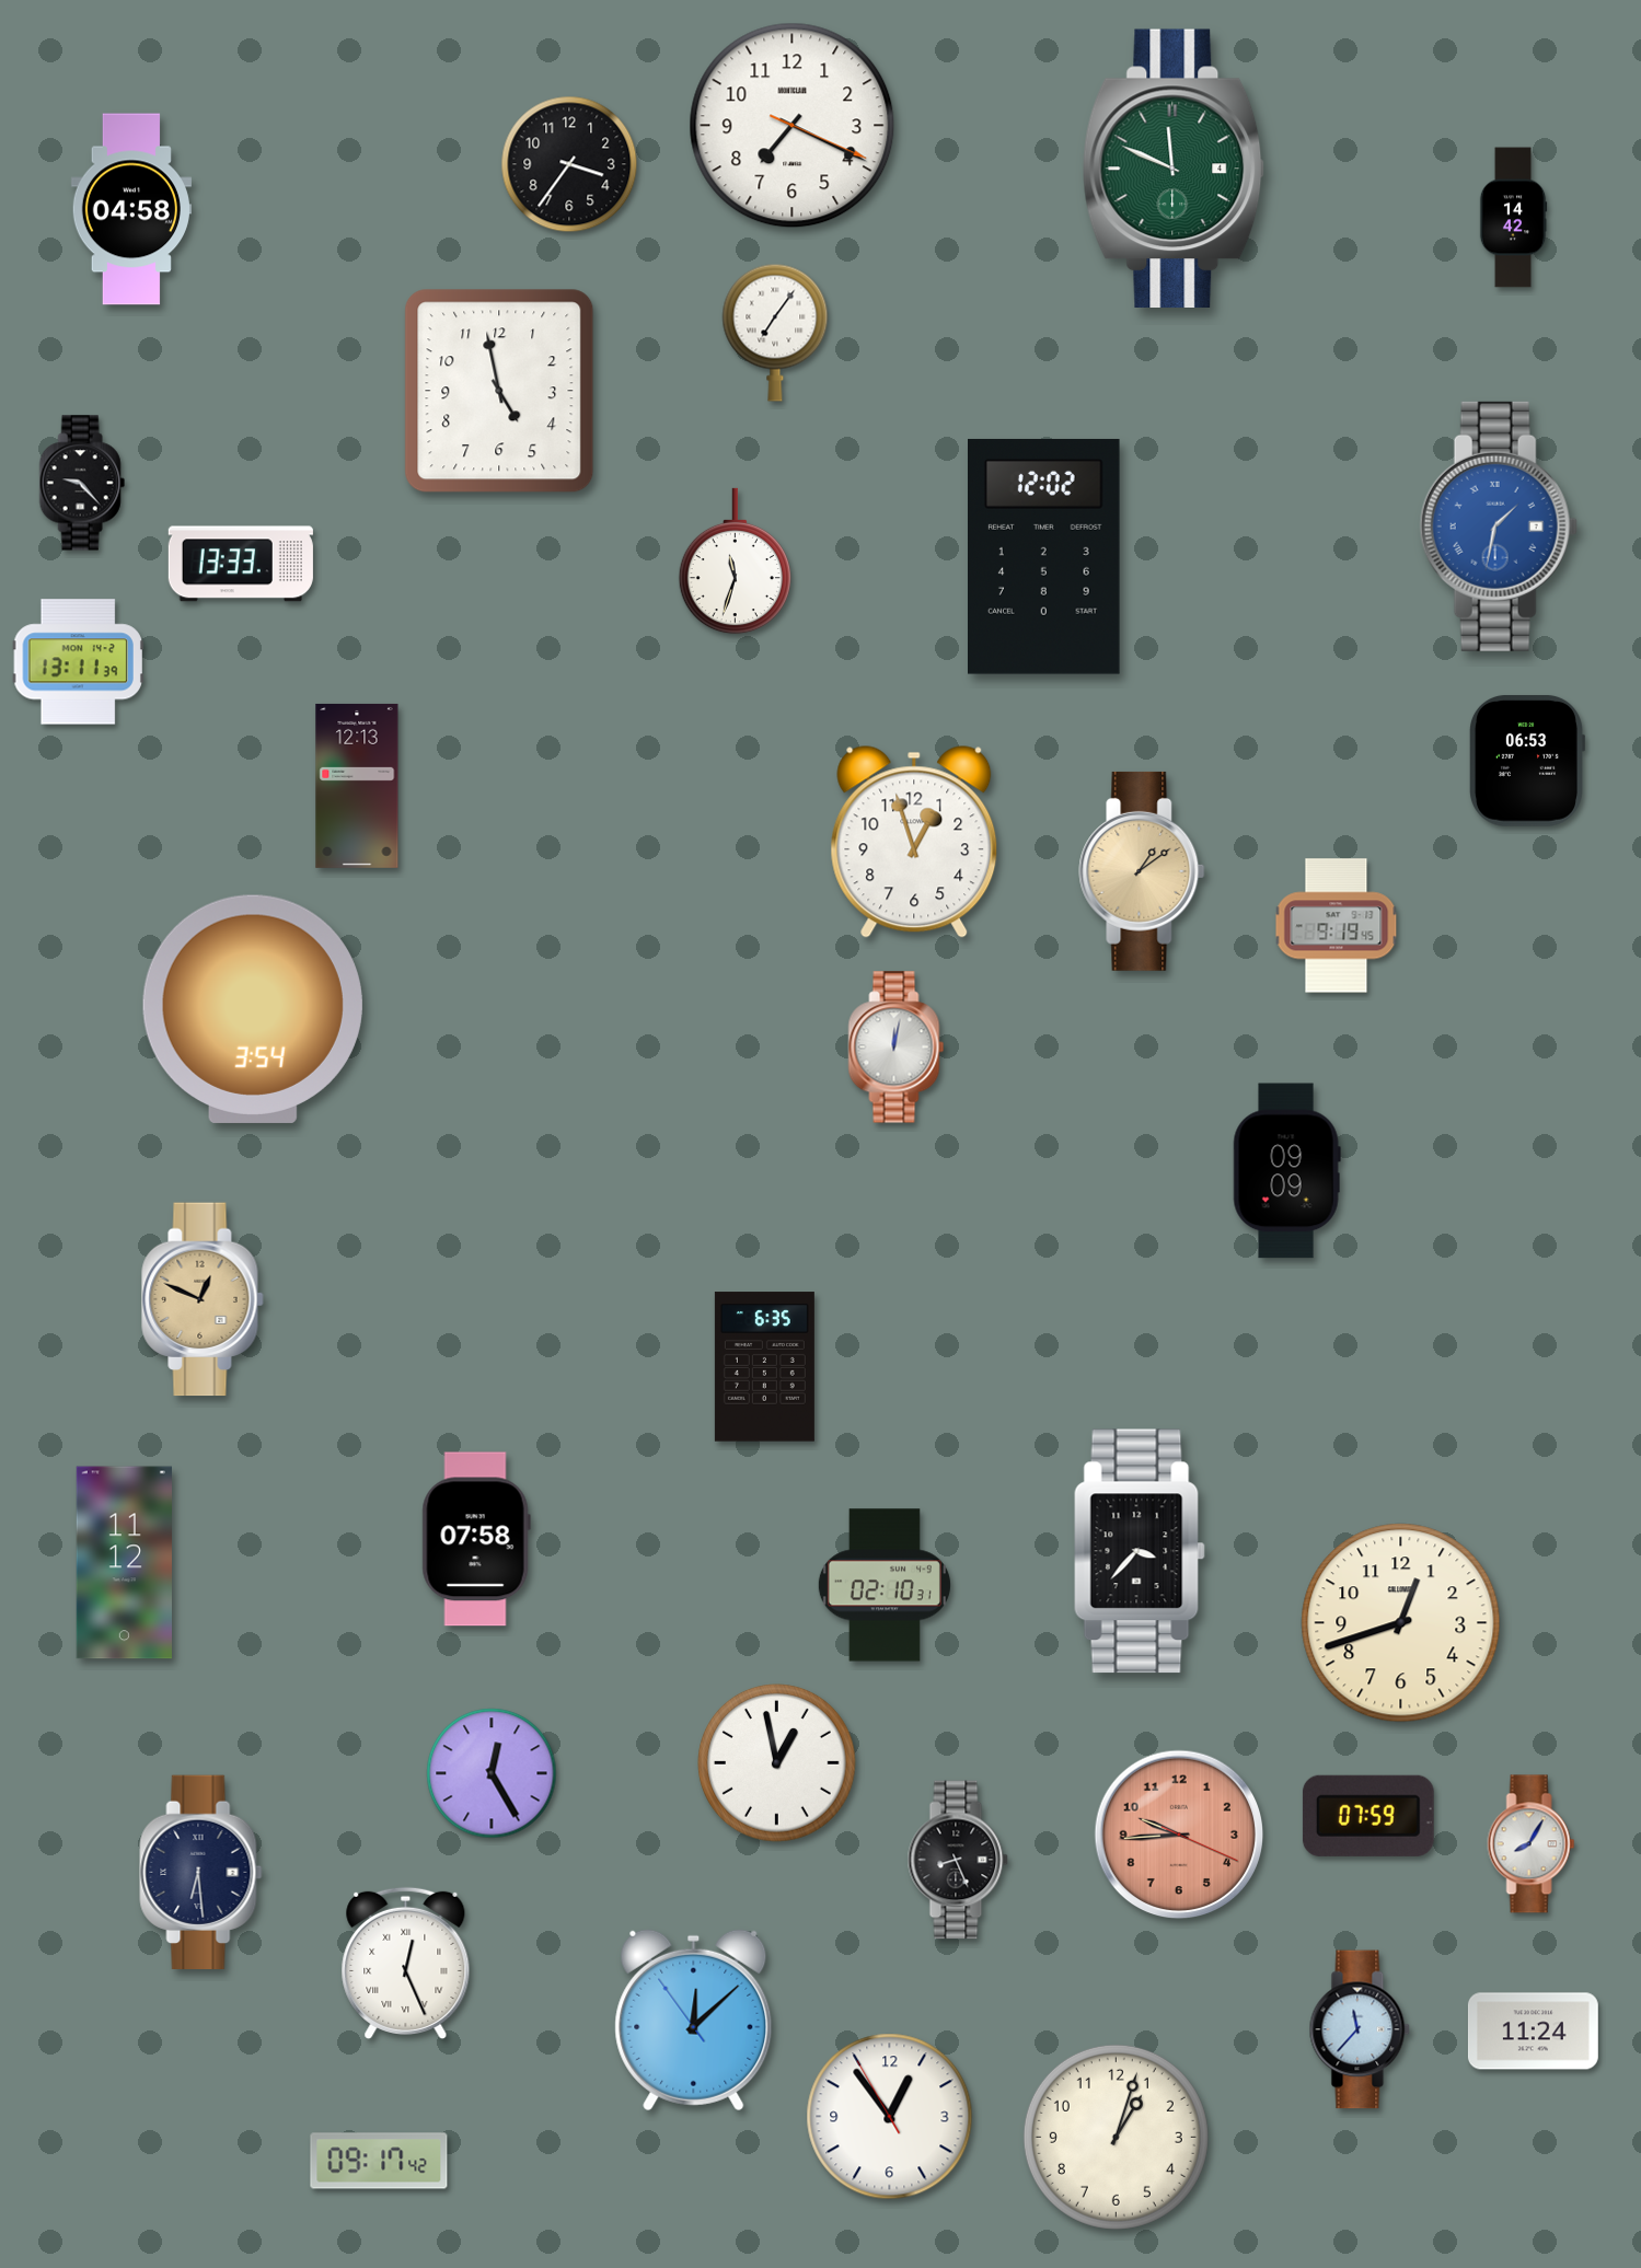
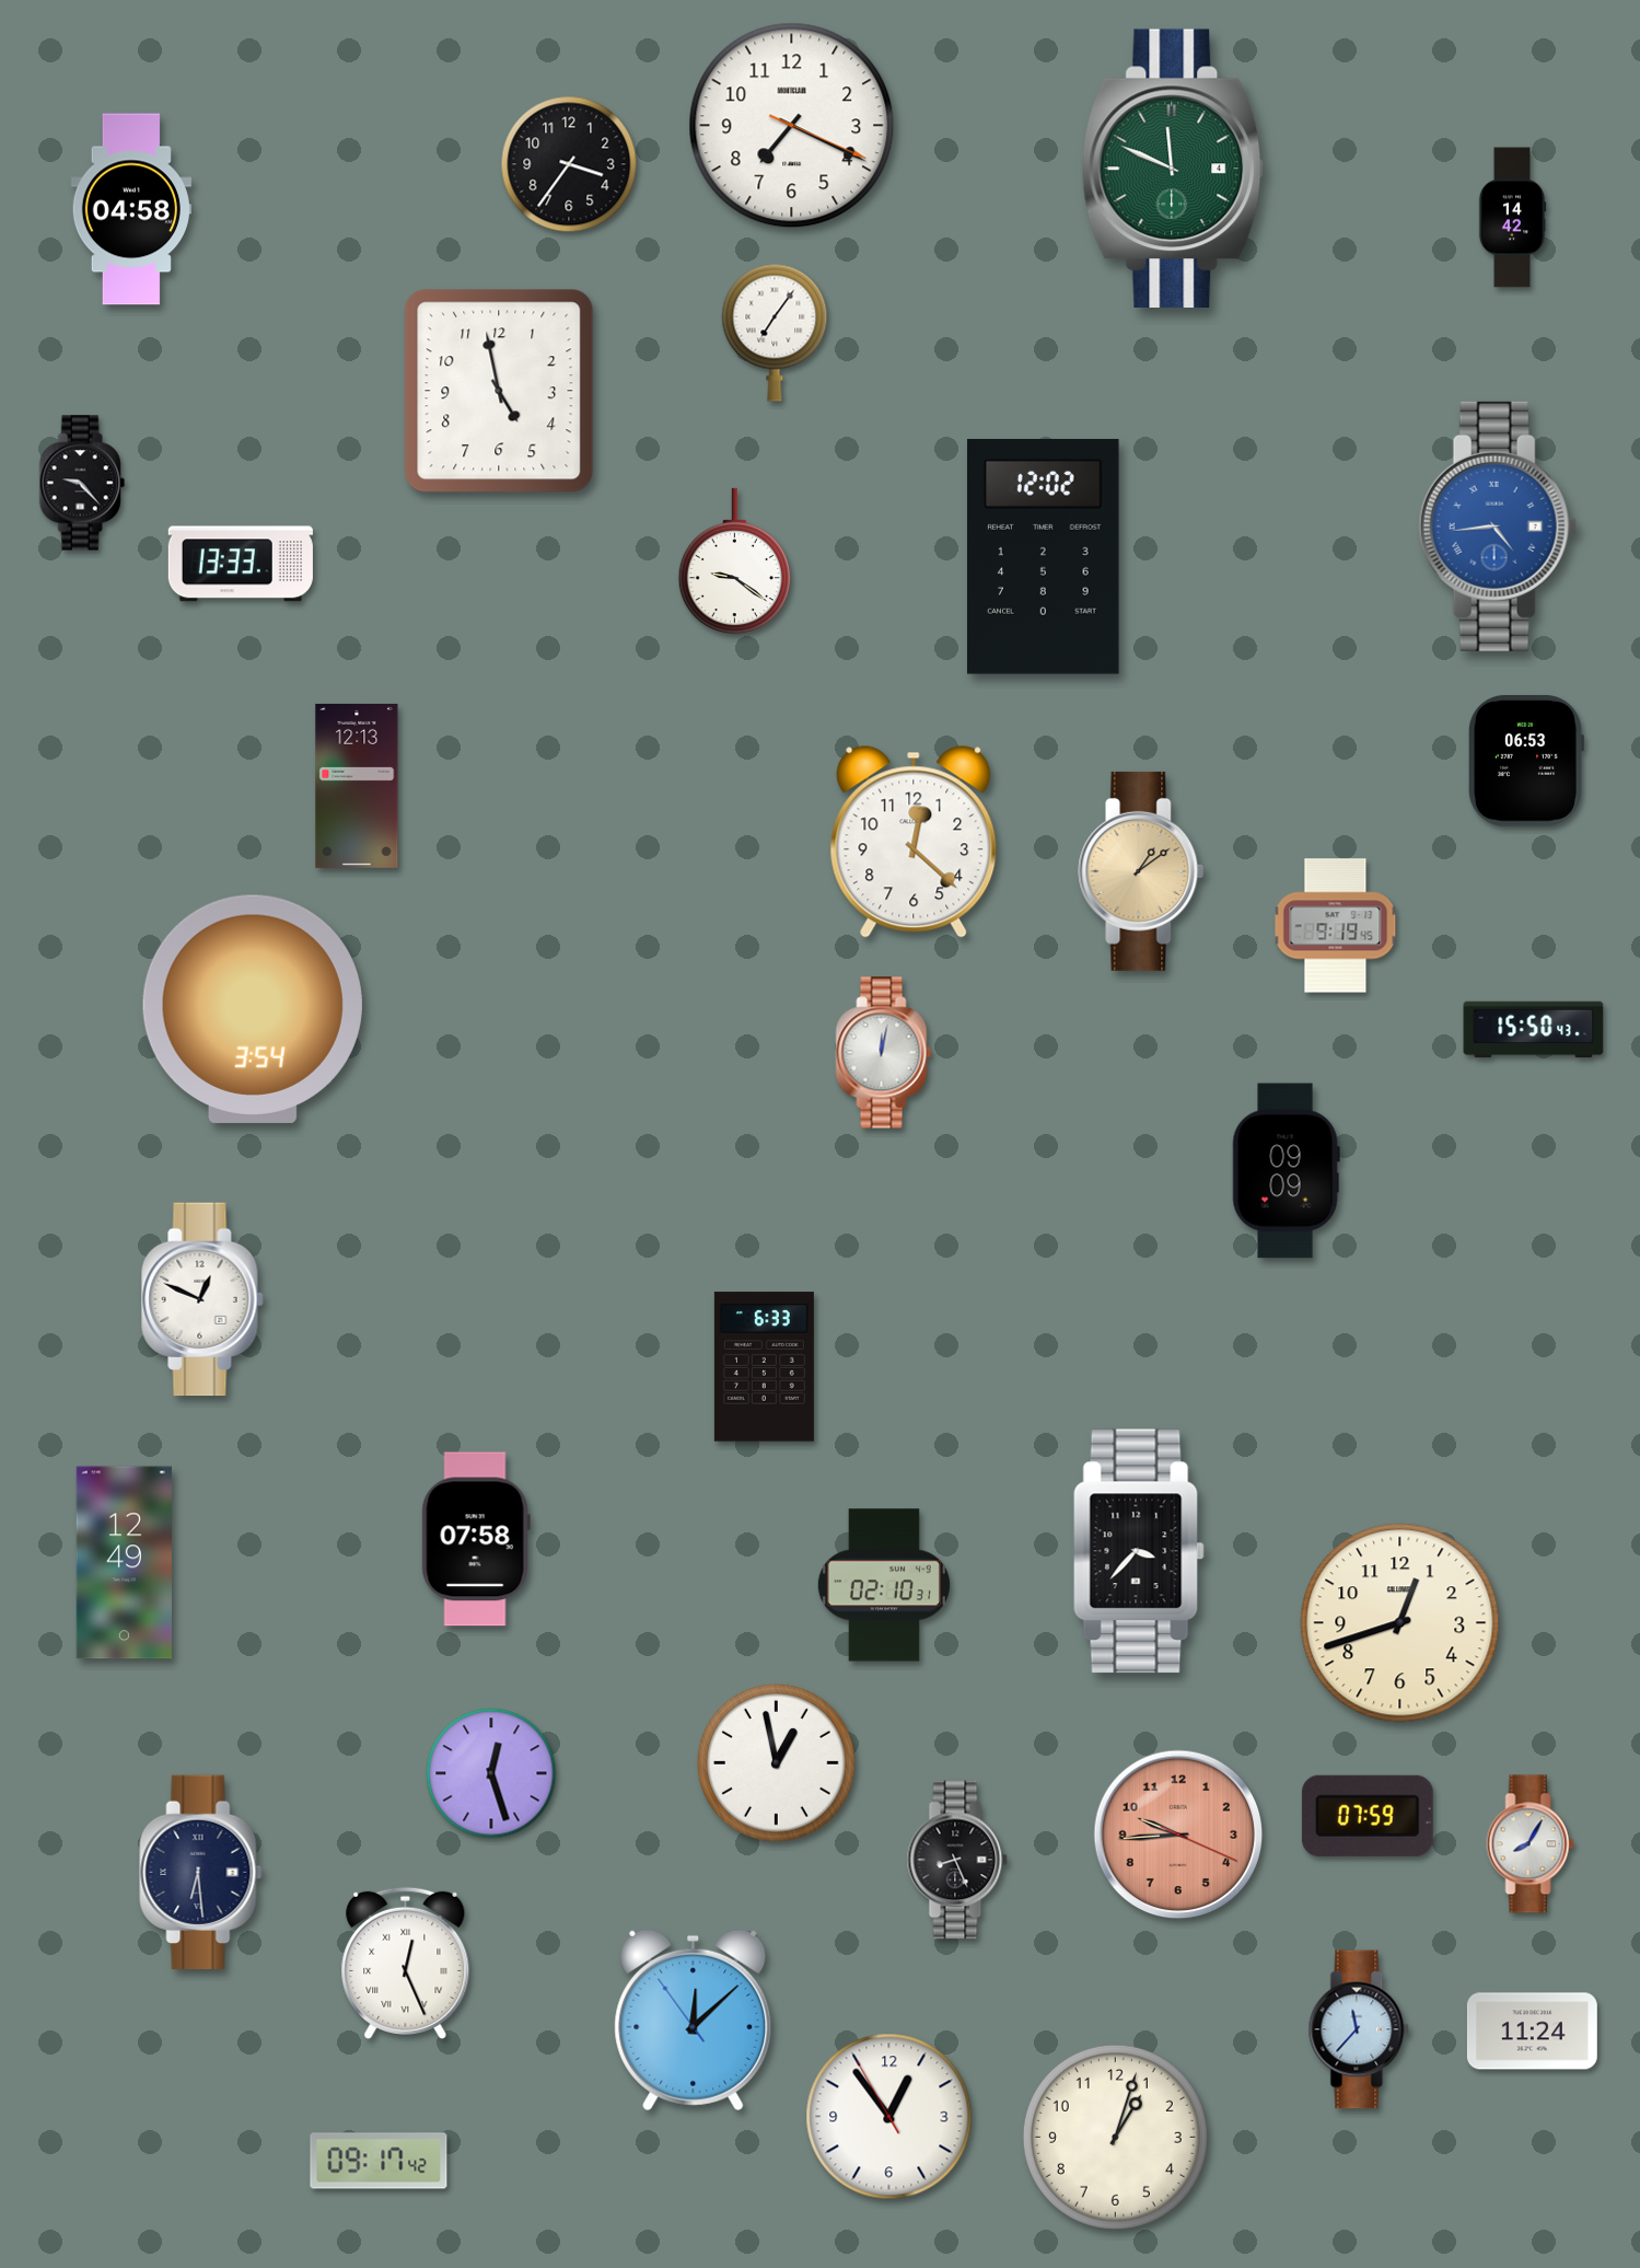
clock at (1499, 526): 1:32 -> 4:44
clock at (735, 562): 11:33 -> 9:21
clock at (78, 662): 13:11 -> none
clock at (914, 842): 12:57 -> 12:22
clock at (1534, 1030): none -> 15:50
clock at (897, 1048) position: (897, 1048) -> (884, 1053)
clock at (203, 1299) dial: champagne -> white
clock at (764, 1367): 6:35 -> 6:33
clock at (124, 1563): 11:12 -> 12:49
clock at (492, 1773): 12:25 -> 12:27
